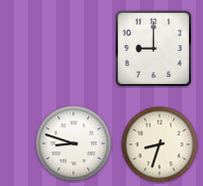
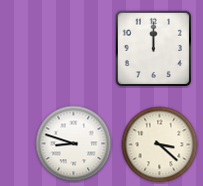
clock at (153, 48): 9:00 -> 12:00
clock at (160, 145): 8:33 -> 3:22
